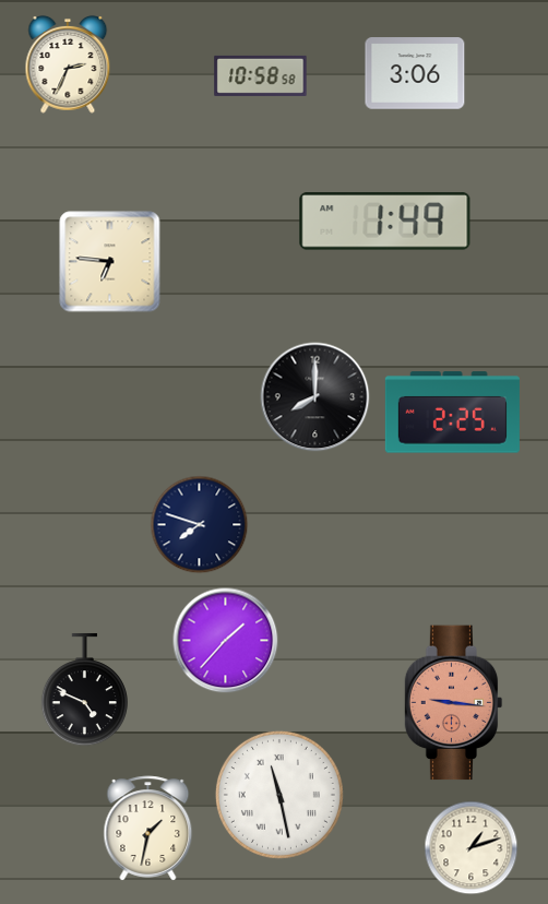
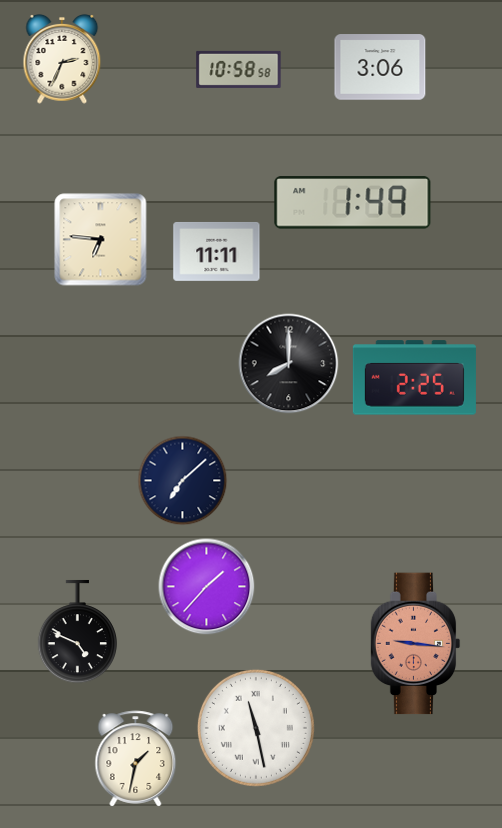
clock at (217, 251): none -> 11:11
clock at (200, 525): 7:48 -> 7:08
clock at (472, 848): 1:12 -> none
